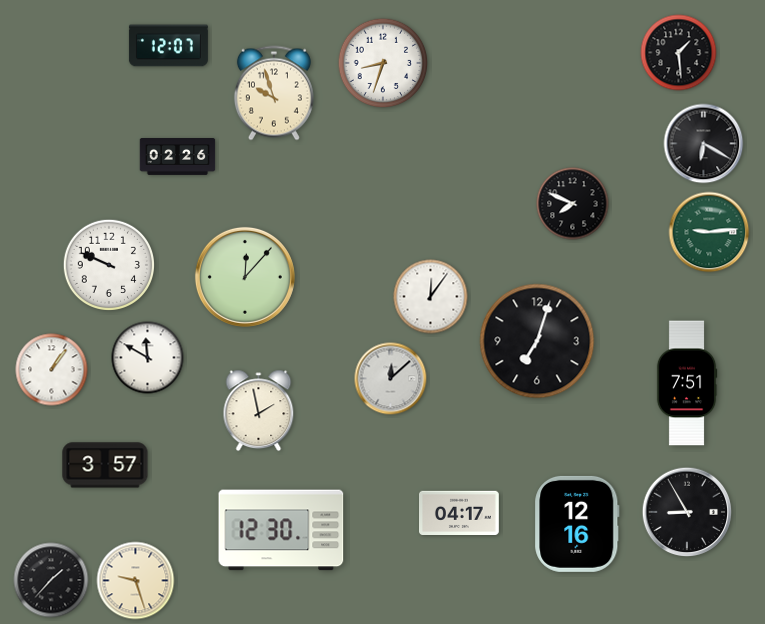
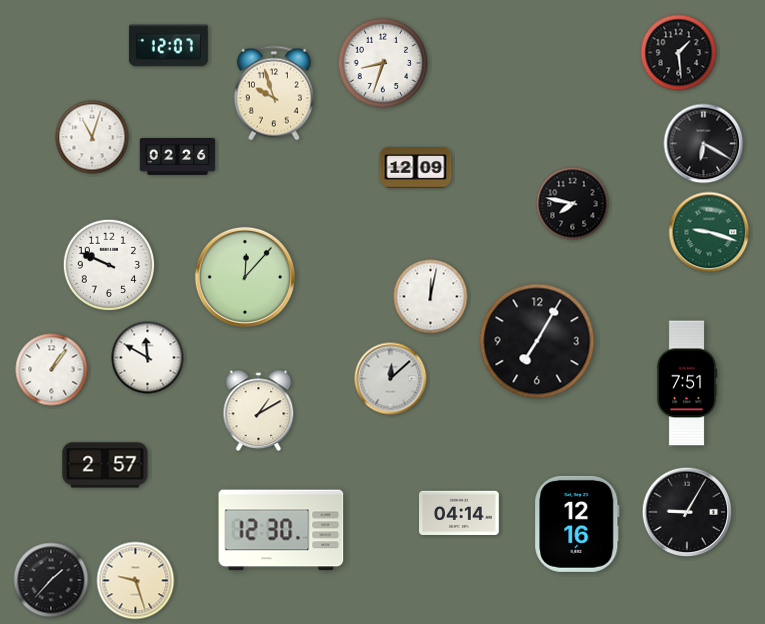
clock at (92, 137): none -> 11:03
clock at (416, 168): none -> 12:09
clock at (573, 204): 7:49 -> 7:47
clock at (709, 232): 9:14 -> 9:18
clock at (431, 297): 12:06 -> 12:02
clock at (537, 341): 7:03 -> 7:05
clock at (259, 411): 1:58 -> 1:10
clock at (105, 465): 3:57 -> 2:57
clock at (687, 512): 8:55 -> 9:05
clock at (460, 513): 04:17 -> 04:14
